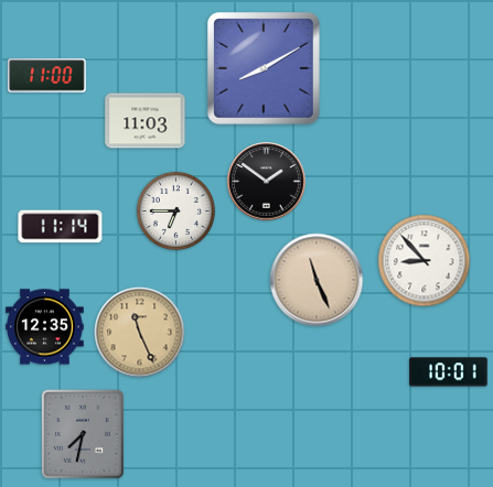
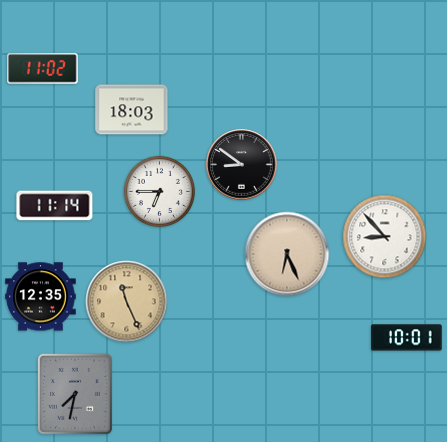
clock at (265, 69): 8:10 -> none
clock at (47, 76): 11:00 -> 11:02
clock at (146, 121): 11:03 -> 18:03
clock at (267, 182): 1:51 -> 8:51
clock at (317, 280): 11:26 -> 6:26
